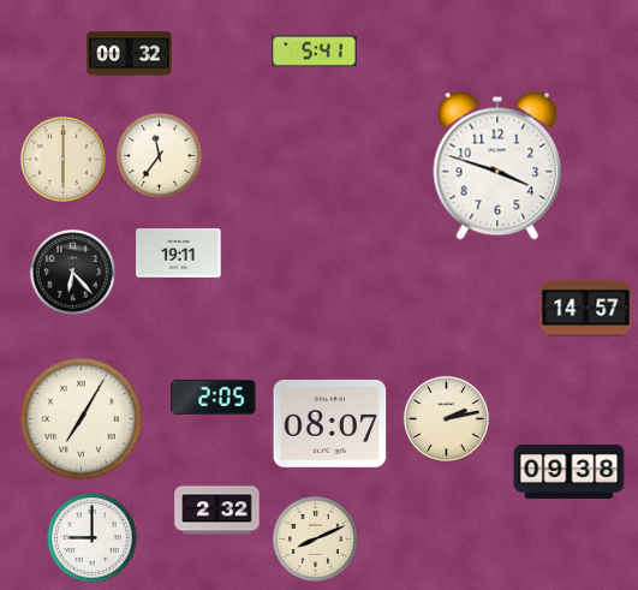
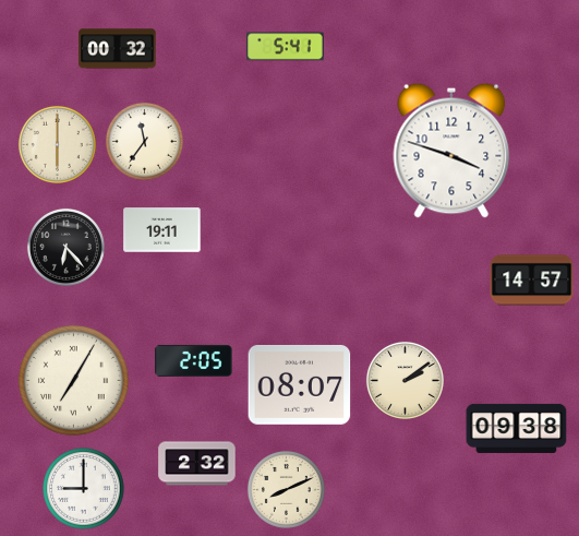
clock at (446, 418): 2:13 -> 2:09
